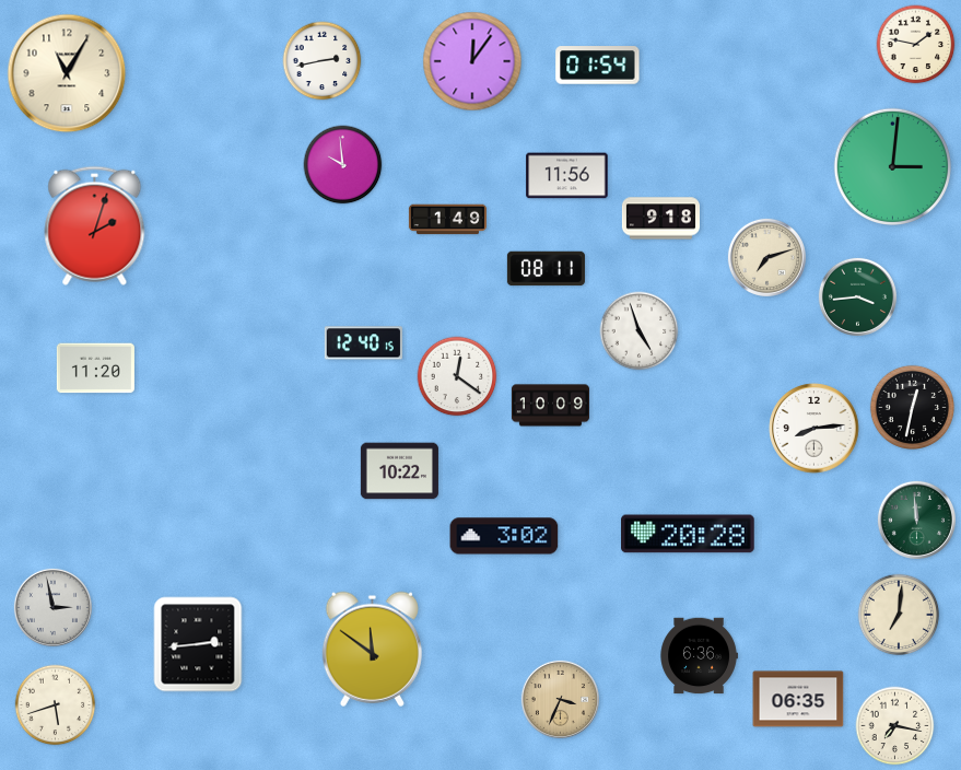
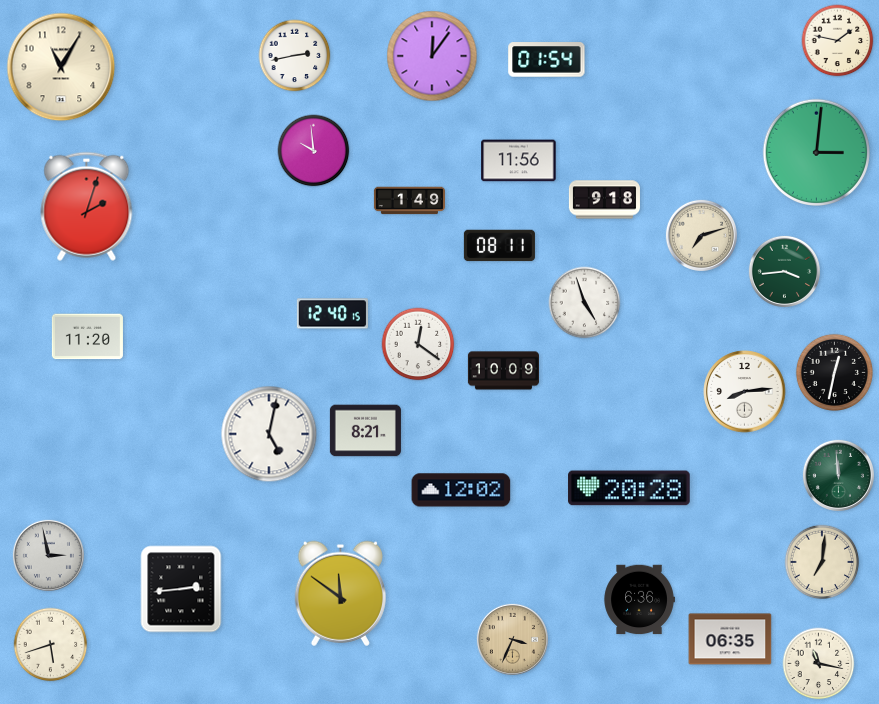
clock at (399, 471): 10:22 -> 8:21
clock at (269, 434): none -> 5:02
clock at (504, 536): 3:02 -> 12:02
clock at (895, 726): 7:17 -> 11:17
